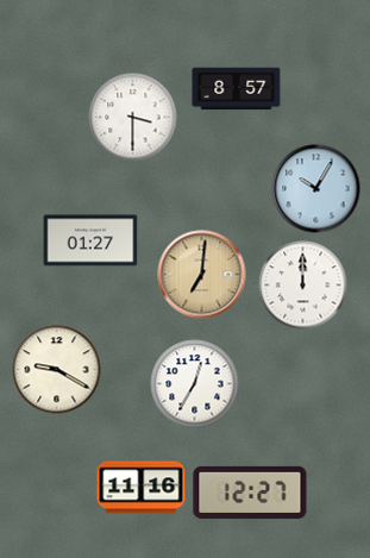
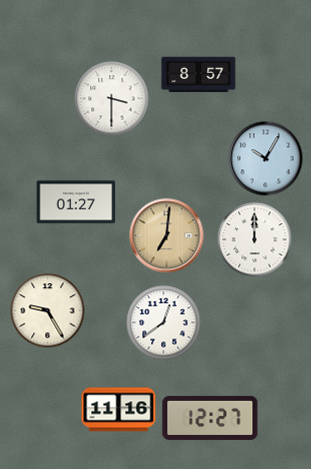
clock at (202, 275) position: (202, 275) -> (167, 236)
clock at (57, 370): 9:20 -> 9:25
clock at (195, 384): 12:35 -> 12:39
clock at (250, 493) position: (250, 493) -> (210, 418)
